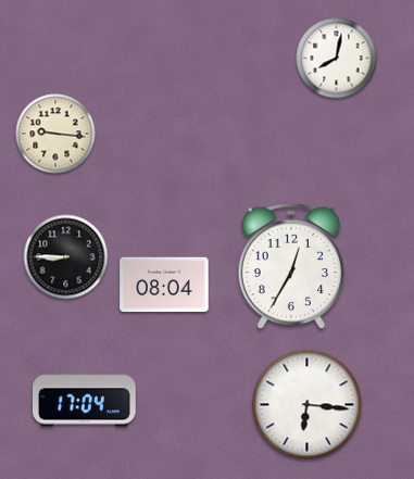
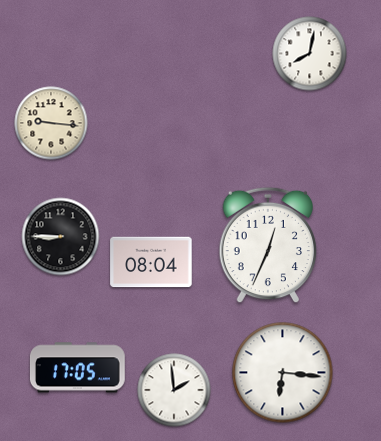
clock at (291, 266): 12:35 -> 12:34
clock at (84, 400): 17:04 -> 17:05
clock at (174, 390): none -> 1:59
